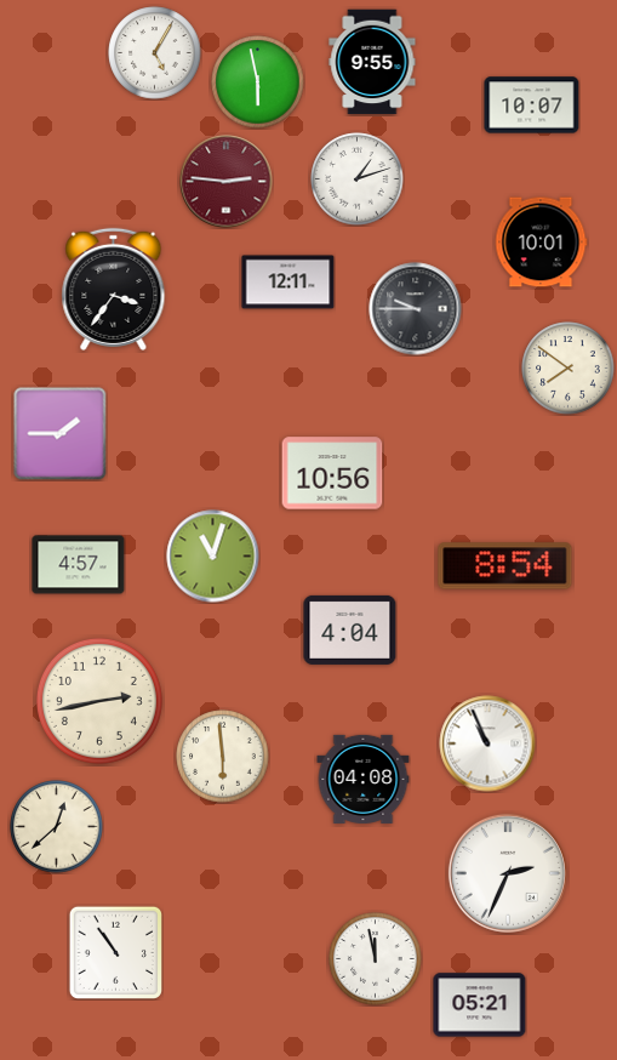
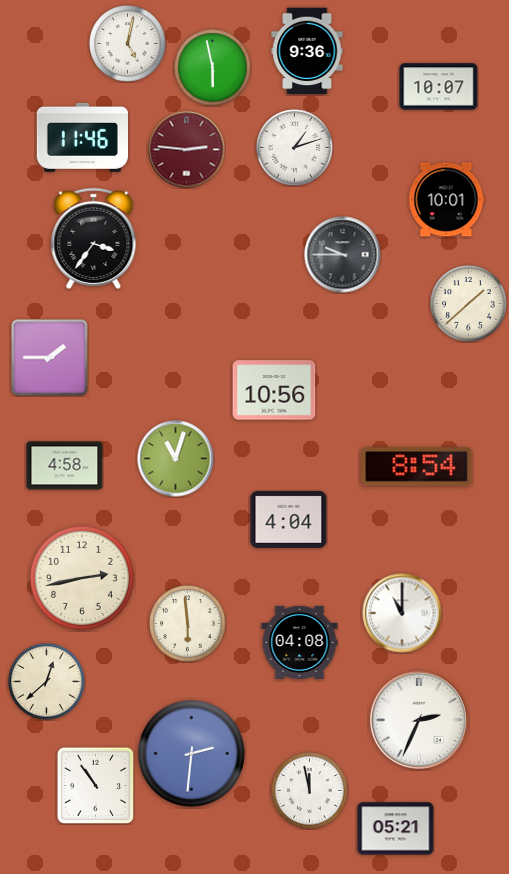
clock at (155, 53): 5:05 -> 5:02
clock at (372, 62): 9:55 -> 9:36
clock at (82, 137): none -> 11:46
clock at (288, 283): 12:11 -> none
clock at (569, 369): 7:51 -> 1:38
clock at (79, 565): 4:57 -> 4:58
clock at (487, 743): 10:56 -> 11:00
clock at (223, 757) position: (223, 757) -> (188, 624)
clock at (191, 753): none -> 2:31
